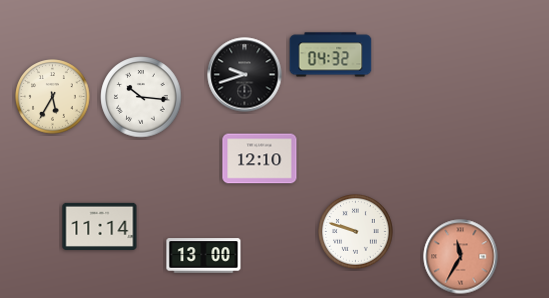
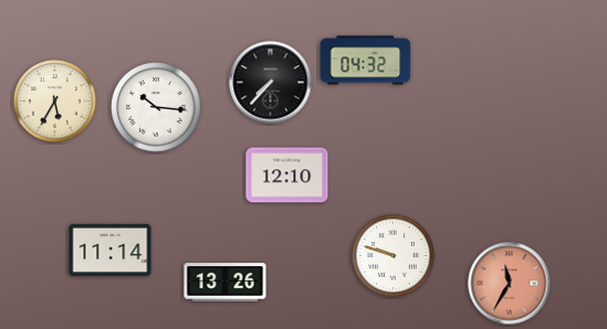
clock at (245, 75): 9:42 -> 7:37
clock at (53, 97) position: (53, 97) -> (55, 102)
clock at (204, 256): 13:00 -> 13:26
